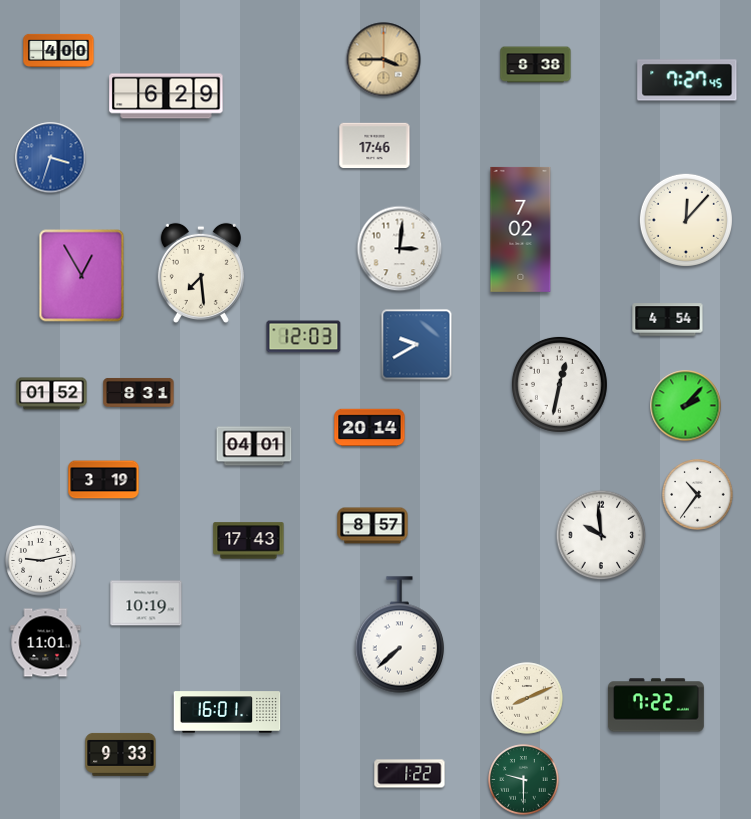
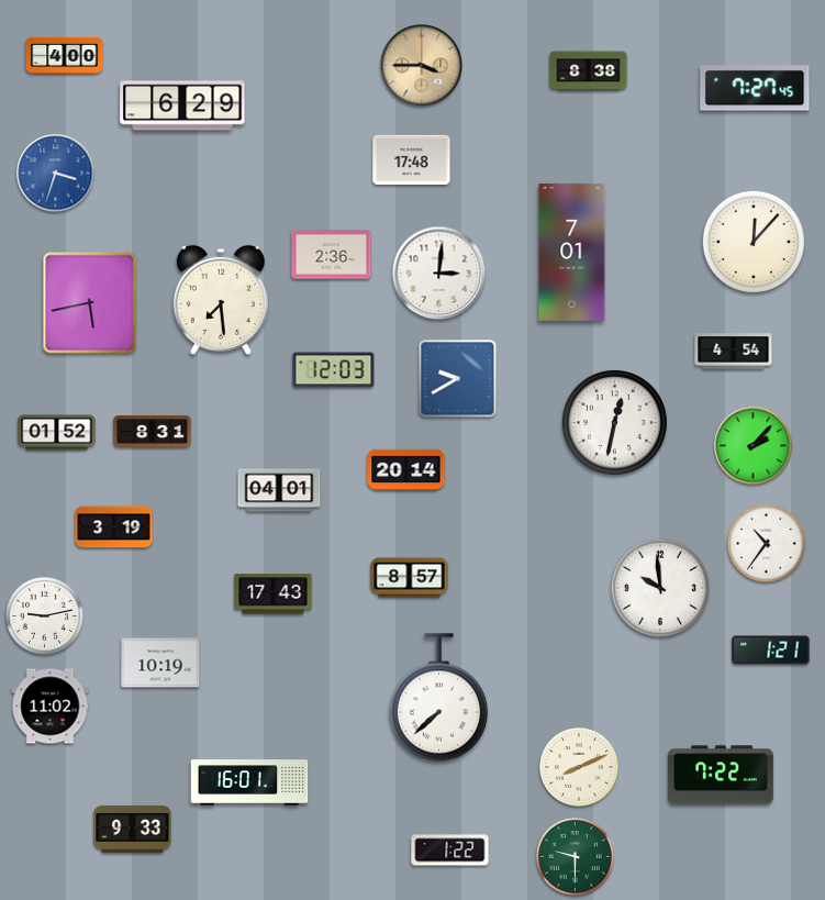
clock at (375, 146): 17:46 -> 17:48
clock at (521, 229): 7:02 -> 7:01
clock at (332, 255): none -> 2:36
clock at (82, 276): 12:55 -> 5:43
clock at (771, 651): none -> 1:21
clock at (46, 643): 11:01 -> 11:02
